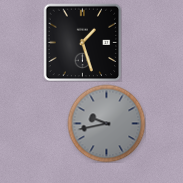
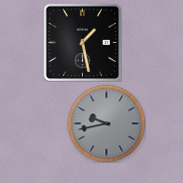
clock at (82, 42): 1:27 -> 1:28
